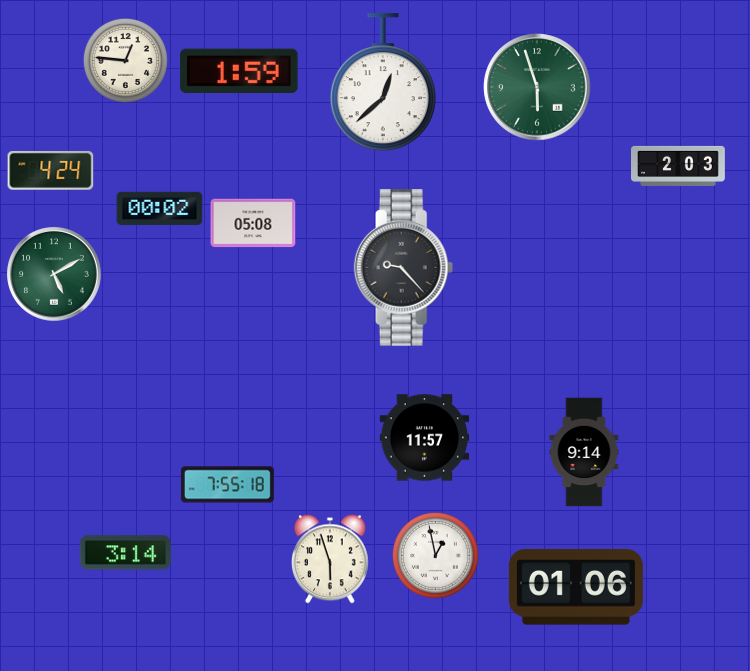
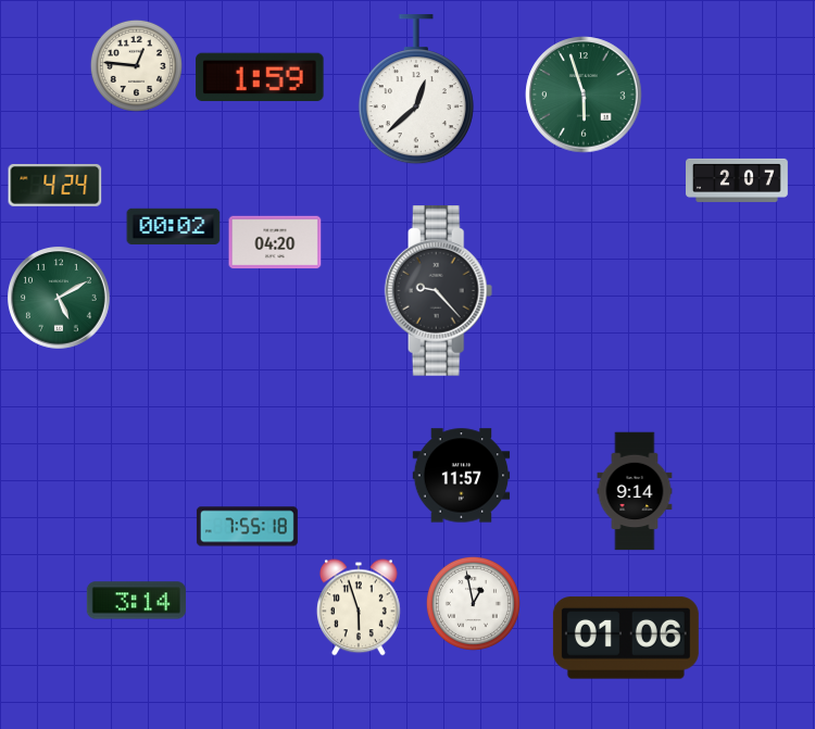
clock at (679, 166): 2:03 -> 2:07
clock at (253, 223): 05:08 -> 04:20
